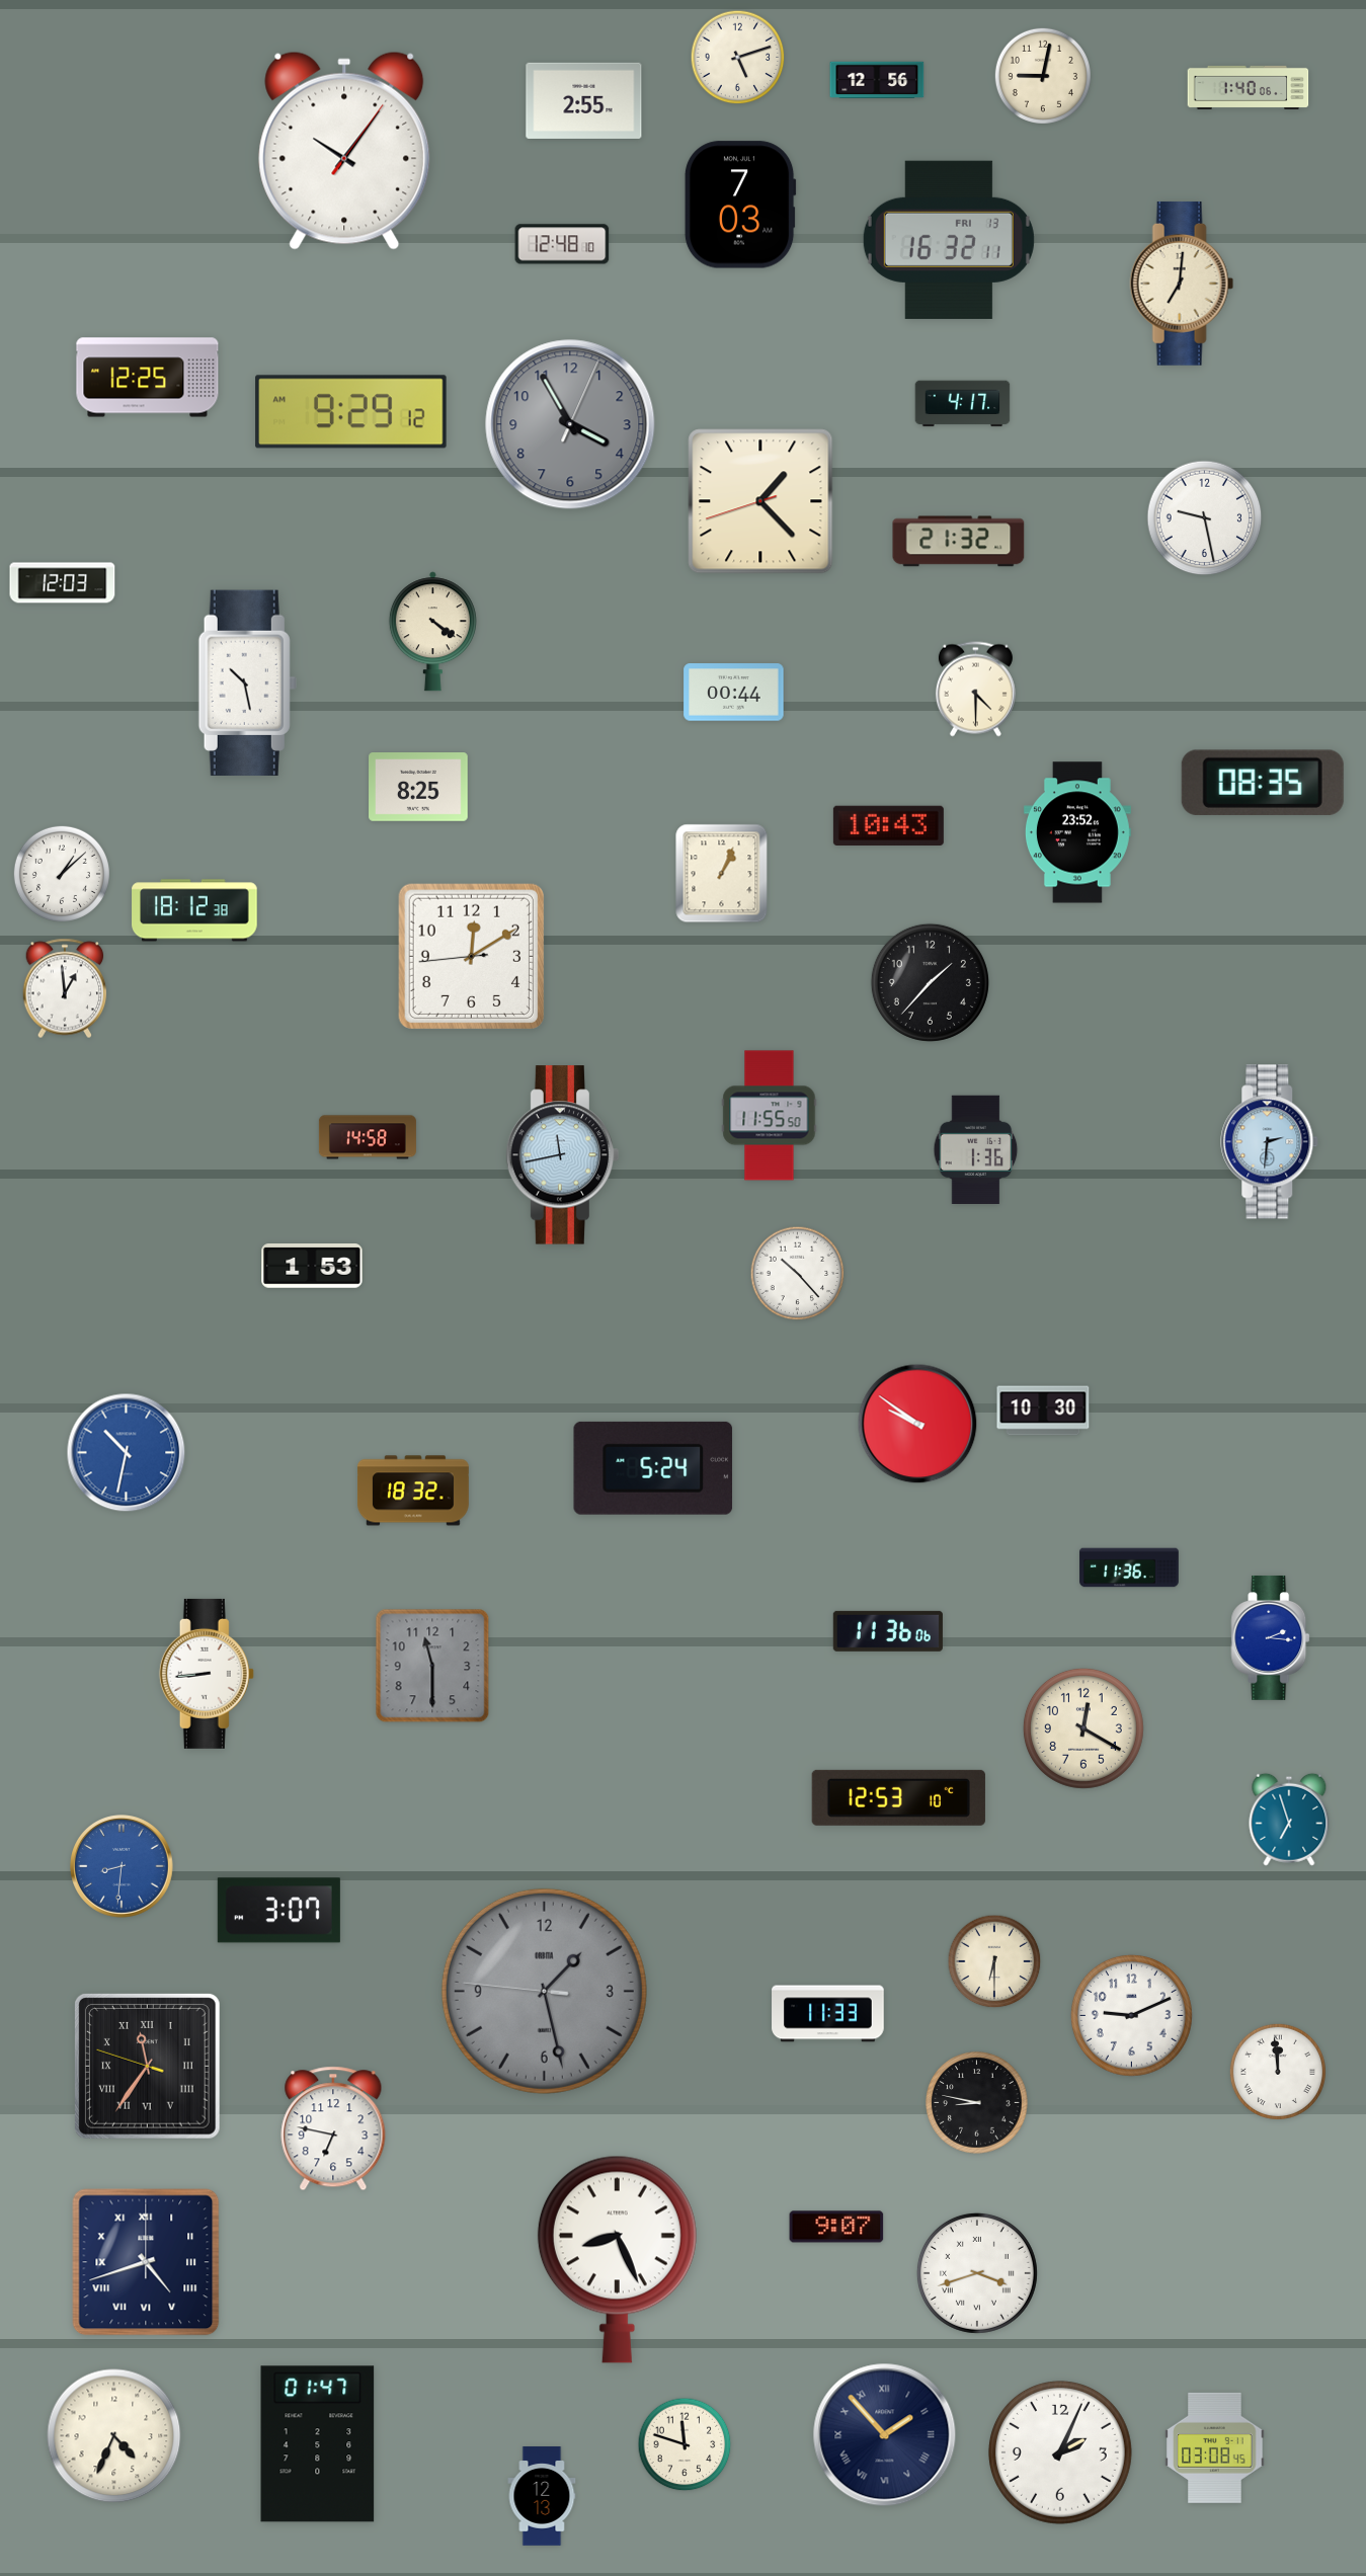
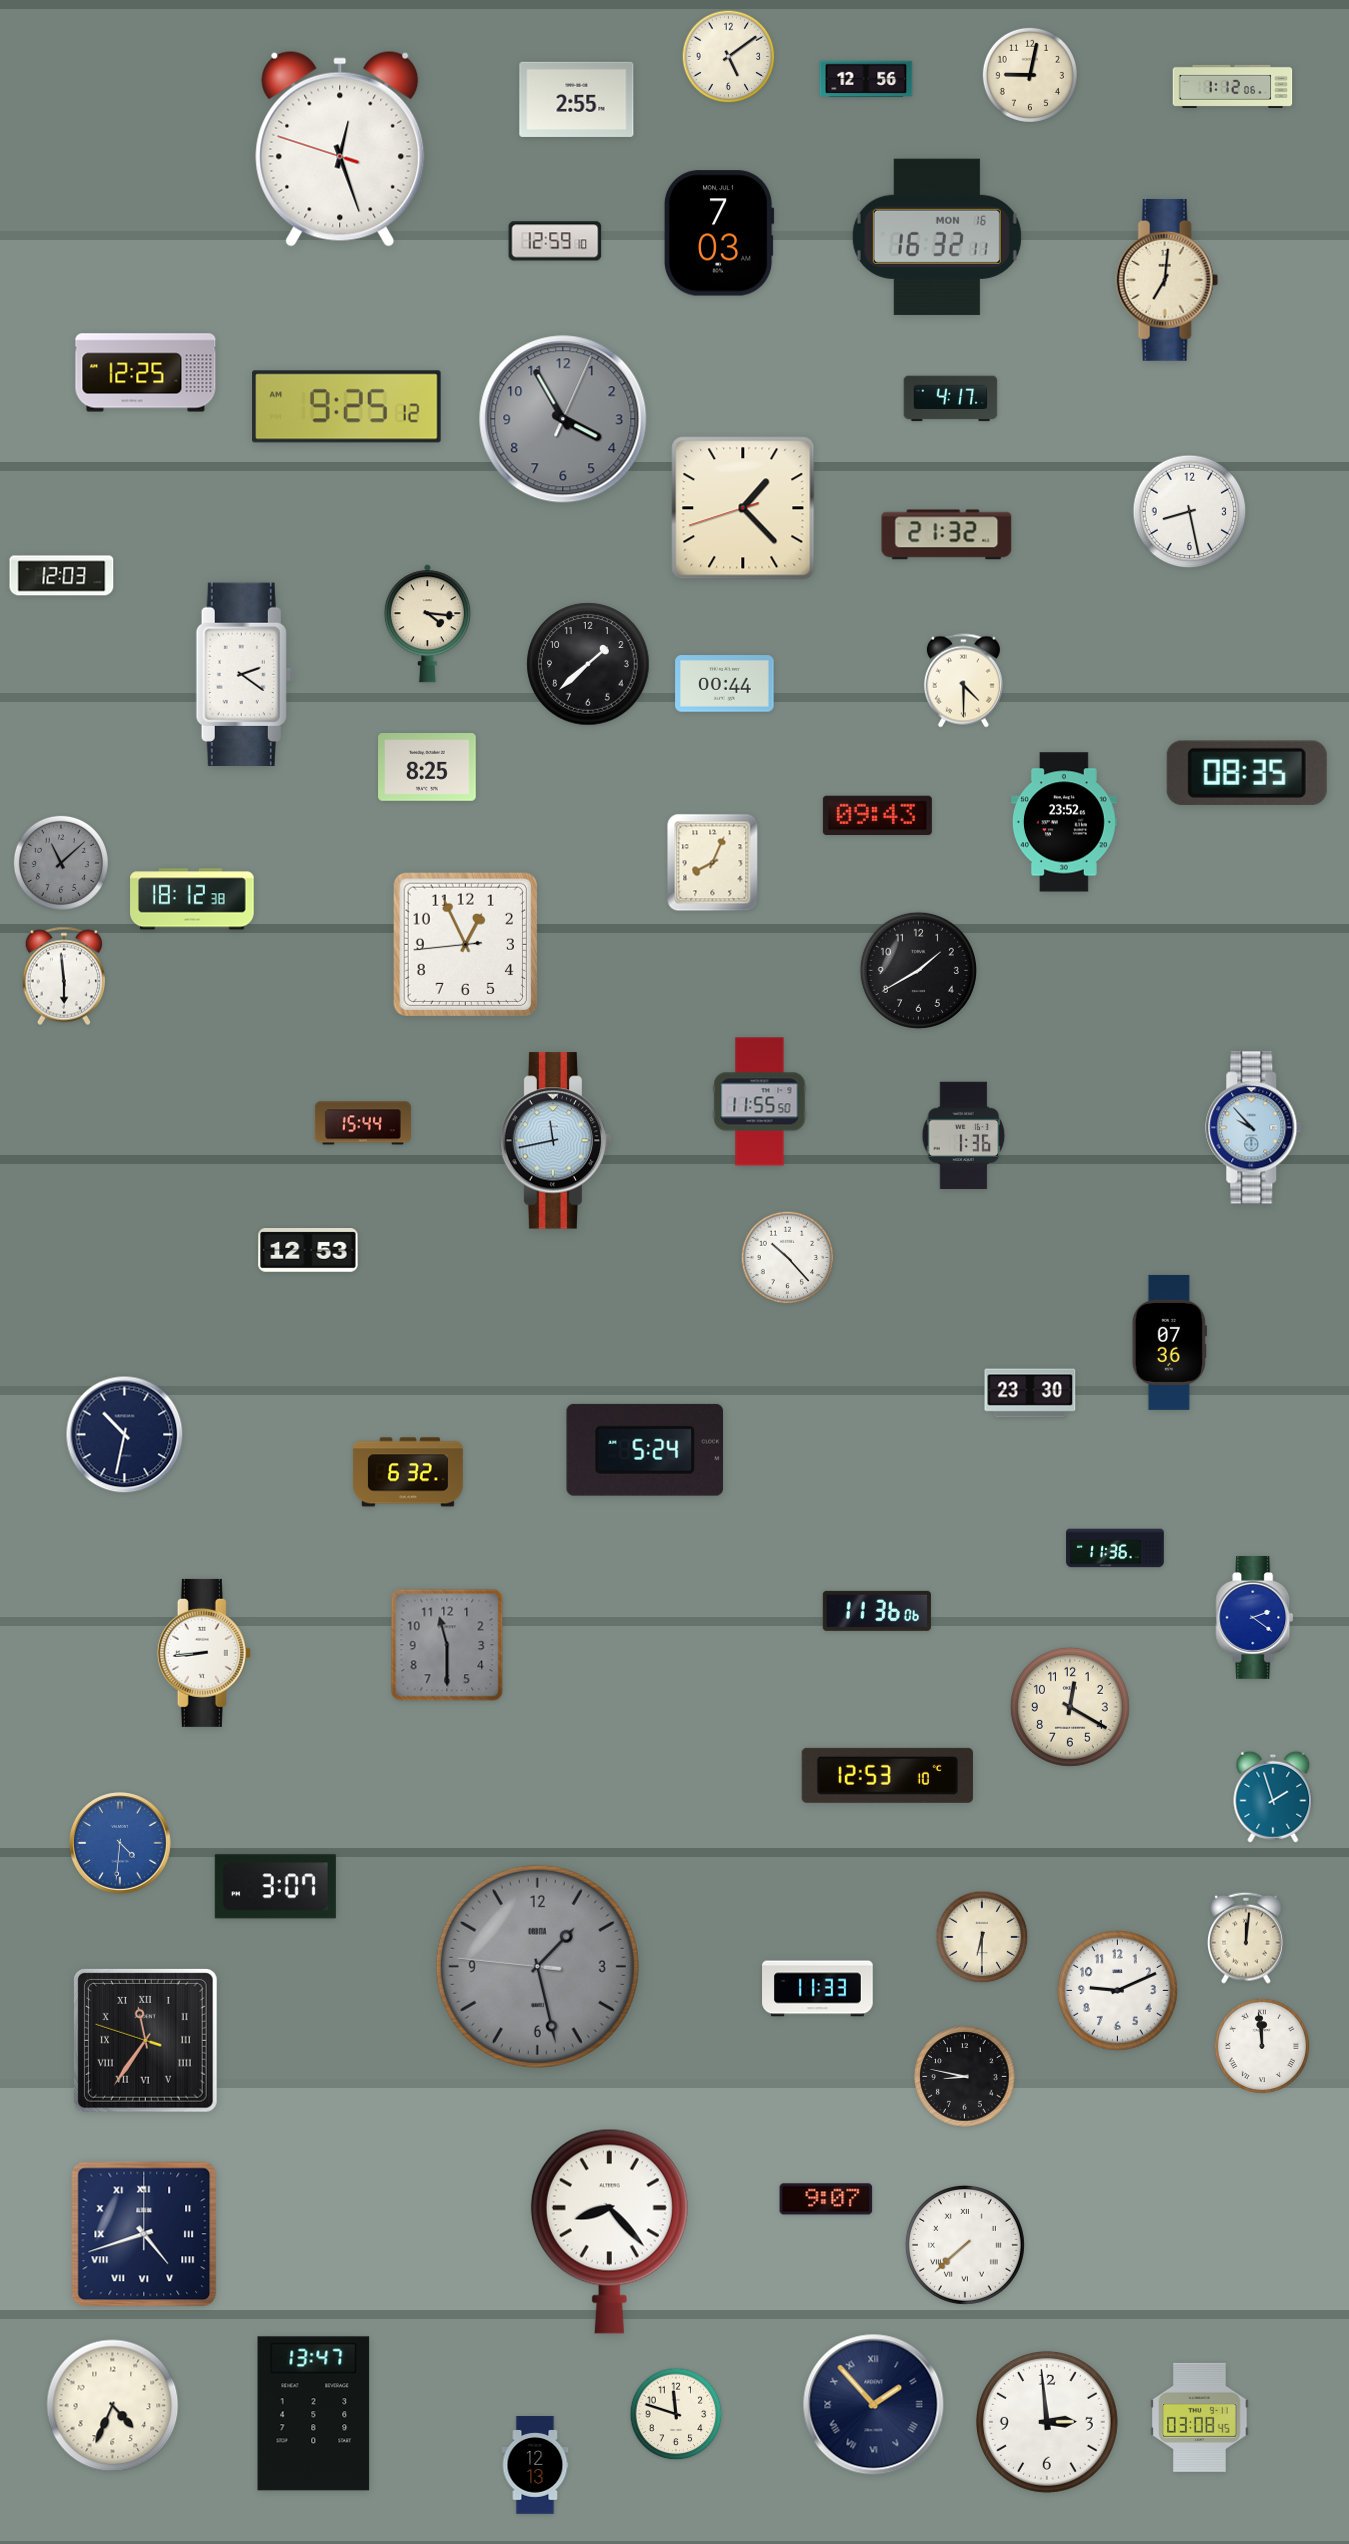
clock at (738, 58): 5:12 -> 5:09
clock at (1249, 87): 1:40 -> 1:12
clock at (344, 151): 10:06 -> 12:26
clock at (740, 205) position: (740, 205) -> (719, 233)
clock at (949, 240) date: FRI 13 -> MON 16
clock at (562, 244): 12:48 -> 12:59
clock at (351, 412): 9:29 -> 9:25
clock at (760, 501) position: (760, 501) -> (743, 508)
clock at (1205, 518): 9:28 -> 8:28
clock at (432, 632): 4:21 -> 4:16
clock at (588, 664): none -> 1:38
clock at (247, 682): 10:28 -> 2:21
clock at (418, 788) position: (418, 788) -> (427, 768)
clock at (888, 825): 10:43 -> 09:43
clock at (62, 874): 1:08 -> 11:08
clock at (62, 874) dial: white -> grey
clock at (722, 874): 1:04 -> 8:04
clock at (471, 956): 12:09 -> 12:55
clock at (930, 982): 1:37 -> 1:40
clock at (65, 988): 12:59 -> 5:59
clock at (368, 1137): 14:58 -> 15:44
clock at (1270, 1142): 2:31 -> 9:53
clock at (312, 1267): 1:53 -> 12:53
clock at (1169, 1342): none -> 07:36
clock at (1043, 1411): 10:30 -> 23:30
clock at (917, 1424): 9:51 -> none
clock at (127, 1453) dial: blue -> navy
clock at (413, 1491): 18:32 -> 6:32
clock at (1271, 1637): 2:16 -> 2:21
clock at (432, 1666) position: (432, 1666) -> (447, 1645)
clock at (1289, 1820): 6:57 -> 1:57
clock at (123, 1867): 8:31 -> 4:31
clock at (1247, 1938): none -> 12:01
clock at (333, 2128): 6:47 -> none
clock at (617, 2259): 8:26 -> 8:23
clock at (977, 2273): 3:42 -> 7:38
clock at (318, 2444): 01:47 -> 13:47
clock at (1060, 2452): 2:04 -> 2:59
